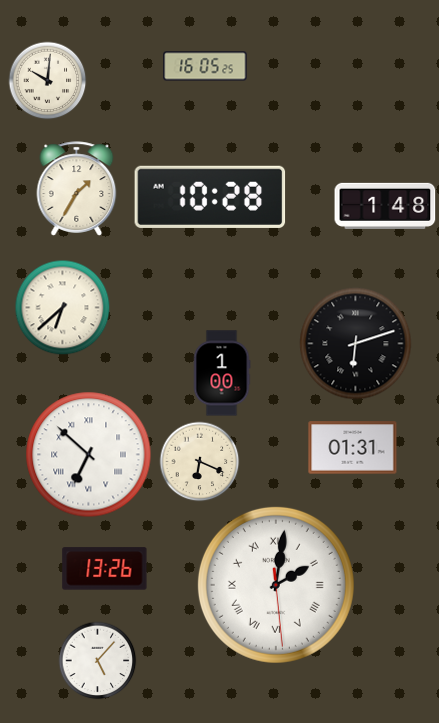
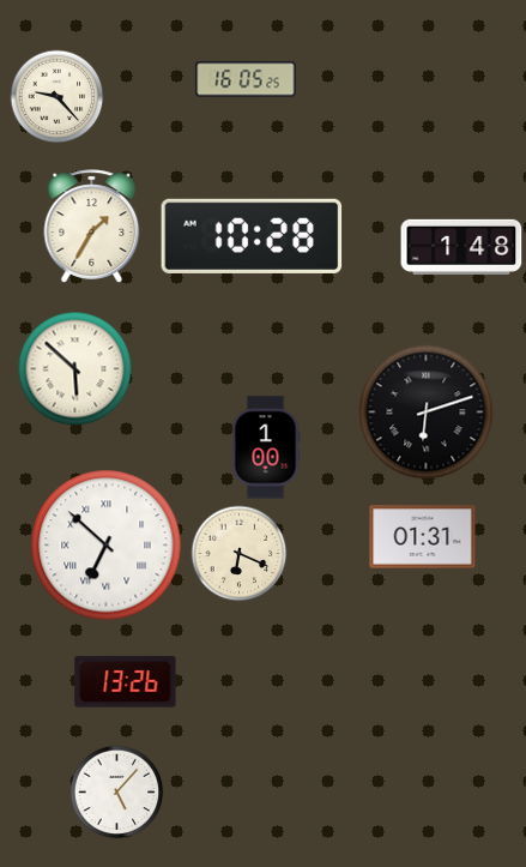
clock at (47, 80): 10:01 -> 9:23
clock at (62, 307): 6:38 -> 5:52
clock at (276, 585): 2:01 -> none
